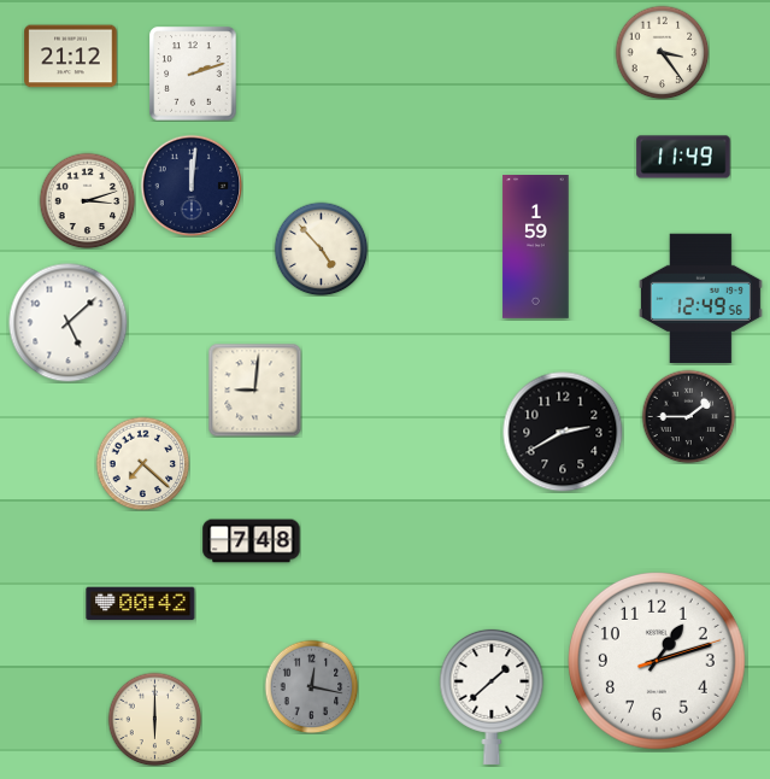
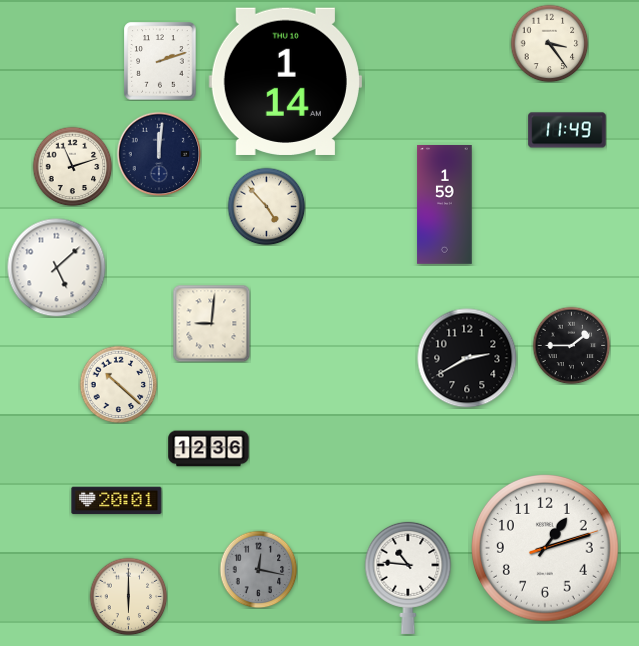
clock at (71, 57): 21:12 -> none
clock at (285, 81): none -> 1:14
clock at (87, 200): 3:12 -> 11:12
clock at (700, 299): 12:49 -> none
clock at (142, 463): 7:22 -> 10:22
clock at (252, 541): 7:48 -> 12:36
clock at (141, 604): 00:42 -> 20:01
clock at (492, 696): 1:38 -> 10:46
